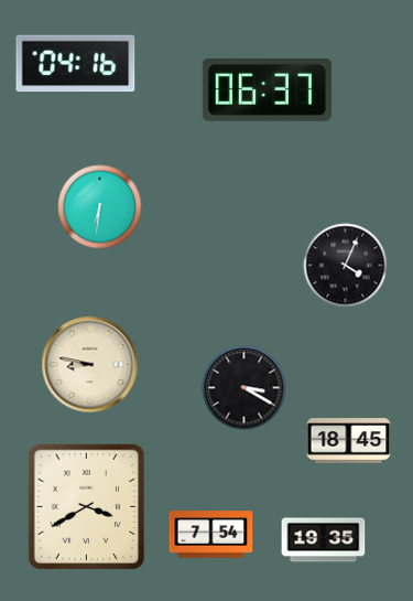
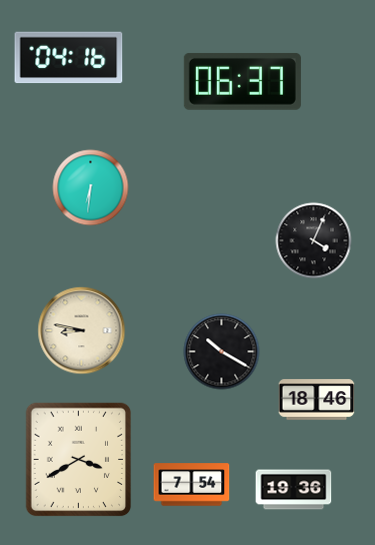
clock at (244, 388): 3:20 -> 10:20
clock at (349, 441): 18:45 -> 18:46
clock at (324, 540): 19:35 -> 19:36
